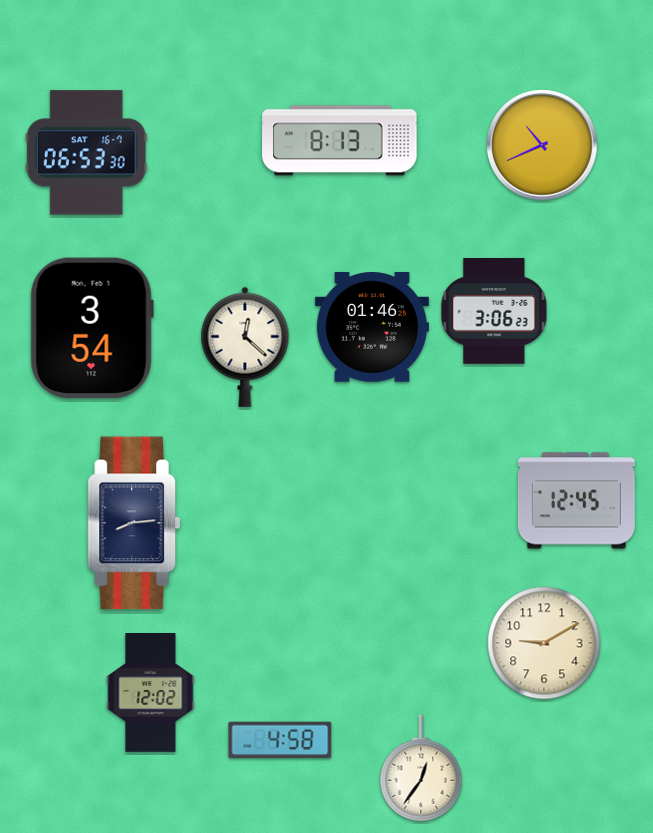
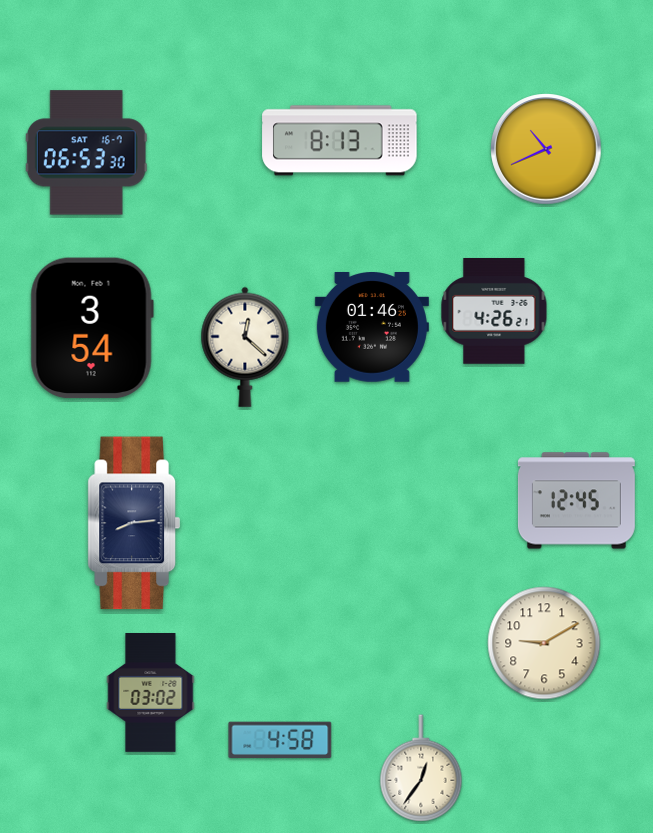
clock at (542, 145) position: (542, 145) -> (546, 149)
clock at (494, 312): 3:06 -> 4:26
clock at (151, 693): 12:02 -> 03:02
